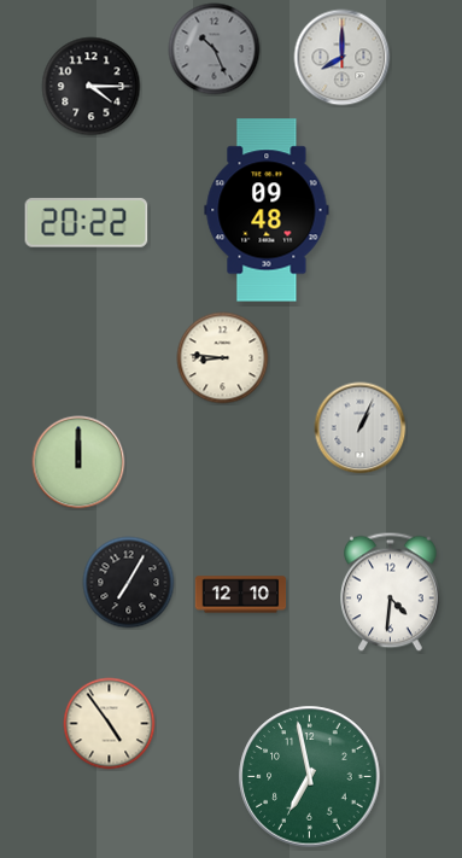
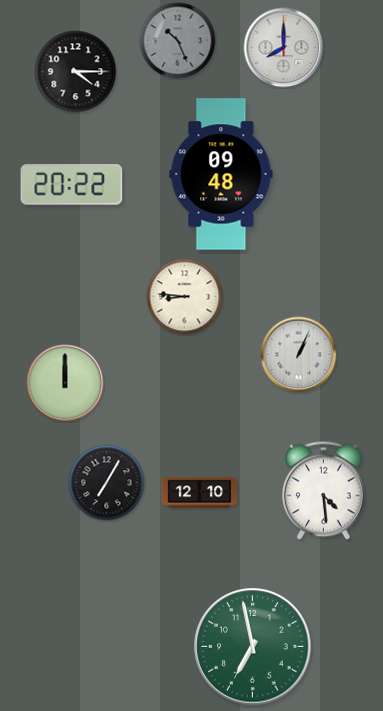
clock at (391, 593): 4:31 -> 4:29
clock at (110, 724): 4:54 -> none
clock at (310, 777) position: (310, 777) -> (253, 647)
